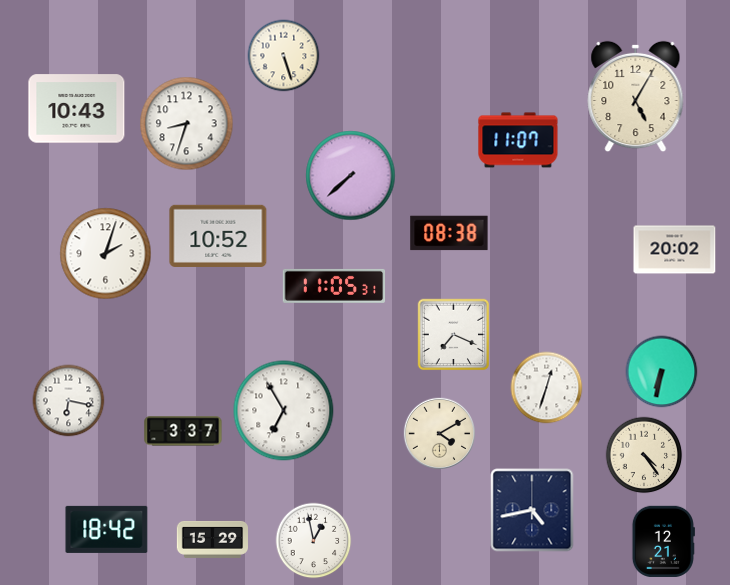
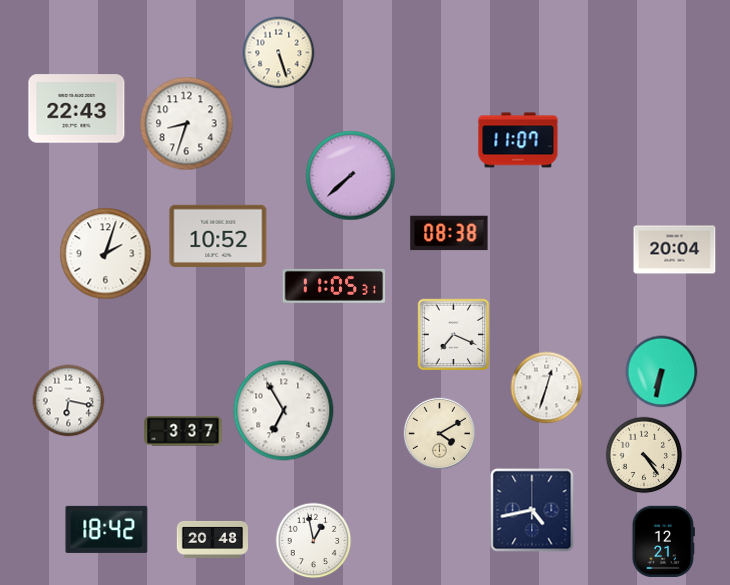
clock at (284, 56) position: (284, 56) -> (279, 53)
clock at (636, 97): 5:05 -> none
clock at (77, 109): 10:43 -> 22:43
clock at (675, 250): 20:02 -> 20:04
clock at (212, 539): 15:29 -> 20:48
